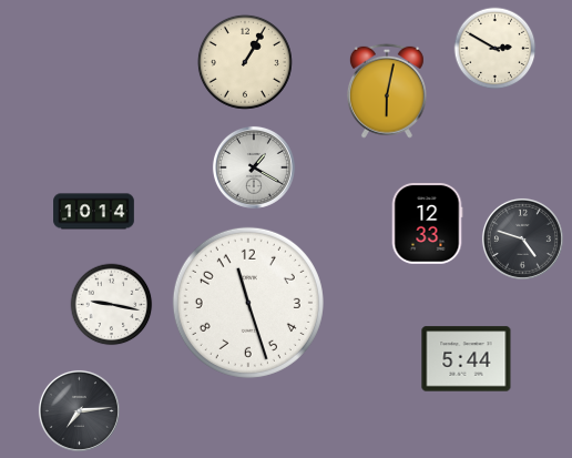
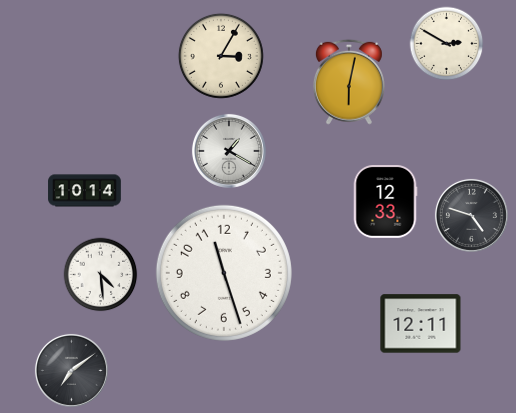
clock at (245, 62): 1:05 -> 3:05
clock at (112, 305): 9:17 -> 4:29
clock at (467, 359): 5:44 -> 12:11
clock at (79, 410): 7:14 -> 7:09
